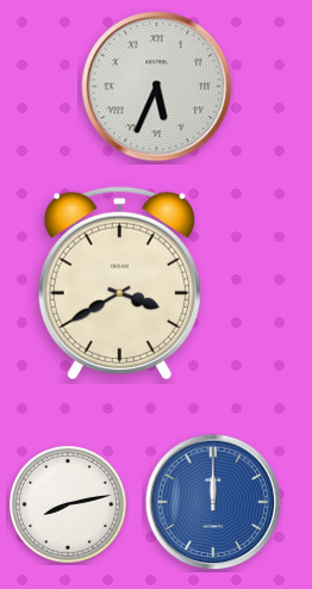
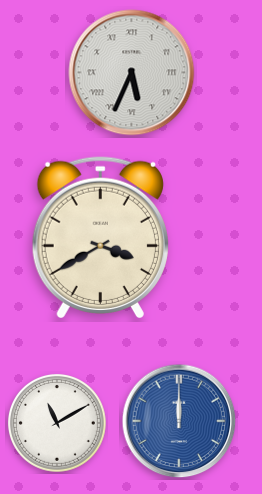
clock at (68, 504): 8:13 -> 11:10
